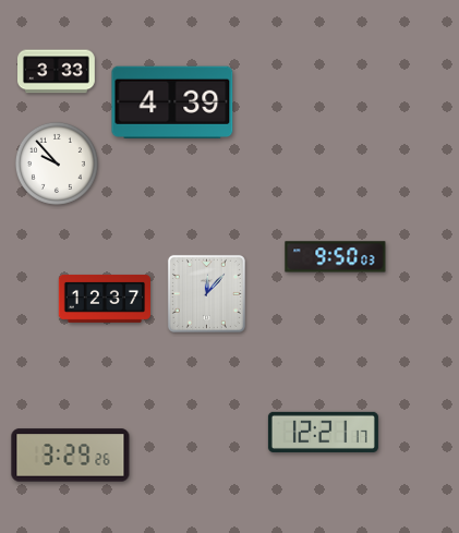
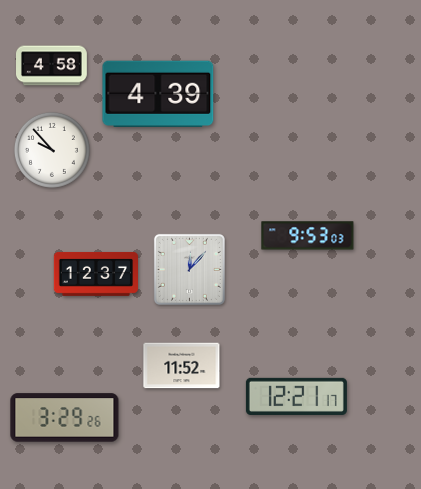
clock at (57, 72): 3:33 -> 4:58
clock at (336, 257): 9:50 -> 9:53
clock at (182, 366): none -> 11:52
